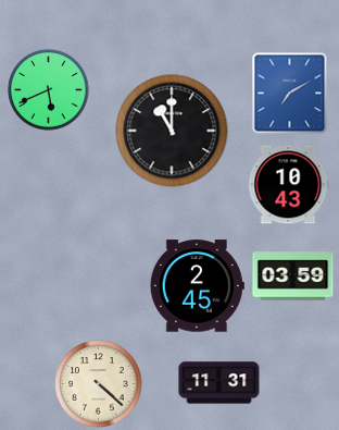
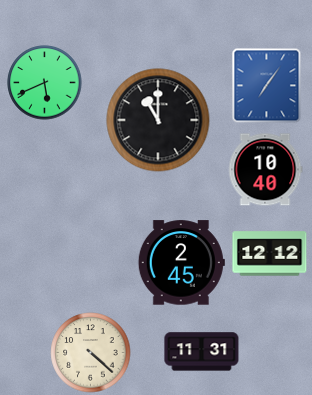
clock at (290, 94): 7:10 -> 7:06
clock at (288, 185): 10:43 -> 10:40
clock at (293, 277): 03:59 -> 12:12
